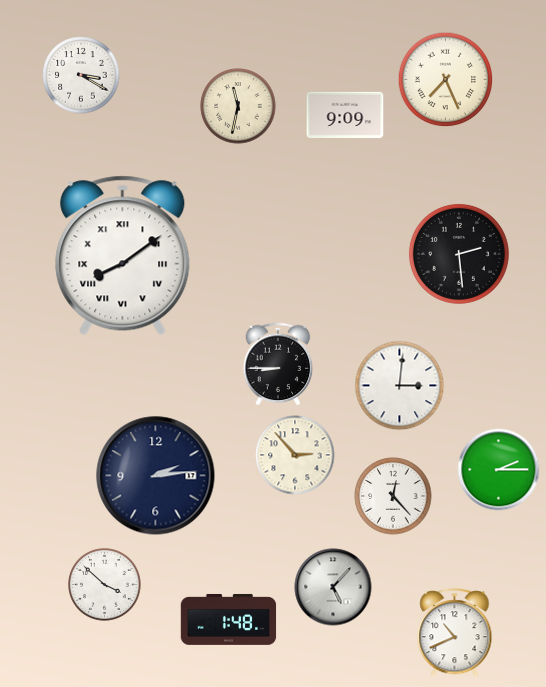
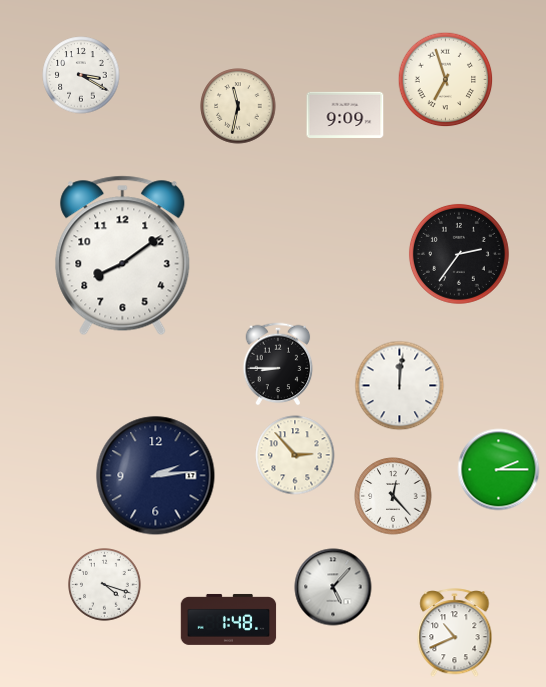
clock at (446, 80): 7:26 -> 6:57
clock at (459, 254): 2:29 -> 2:36
clock at (123, 256) numerals: Roman -> Arabic
clock at (400, 386): 3:01 -> 12:01
clock at (105, 585): 3:52 -> 4:18
